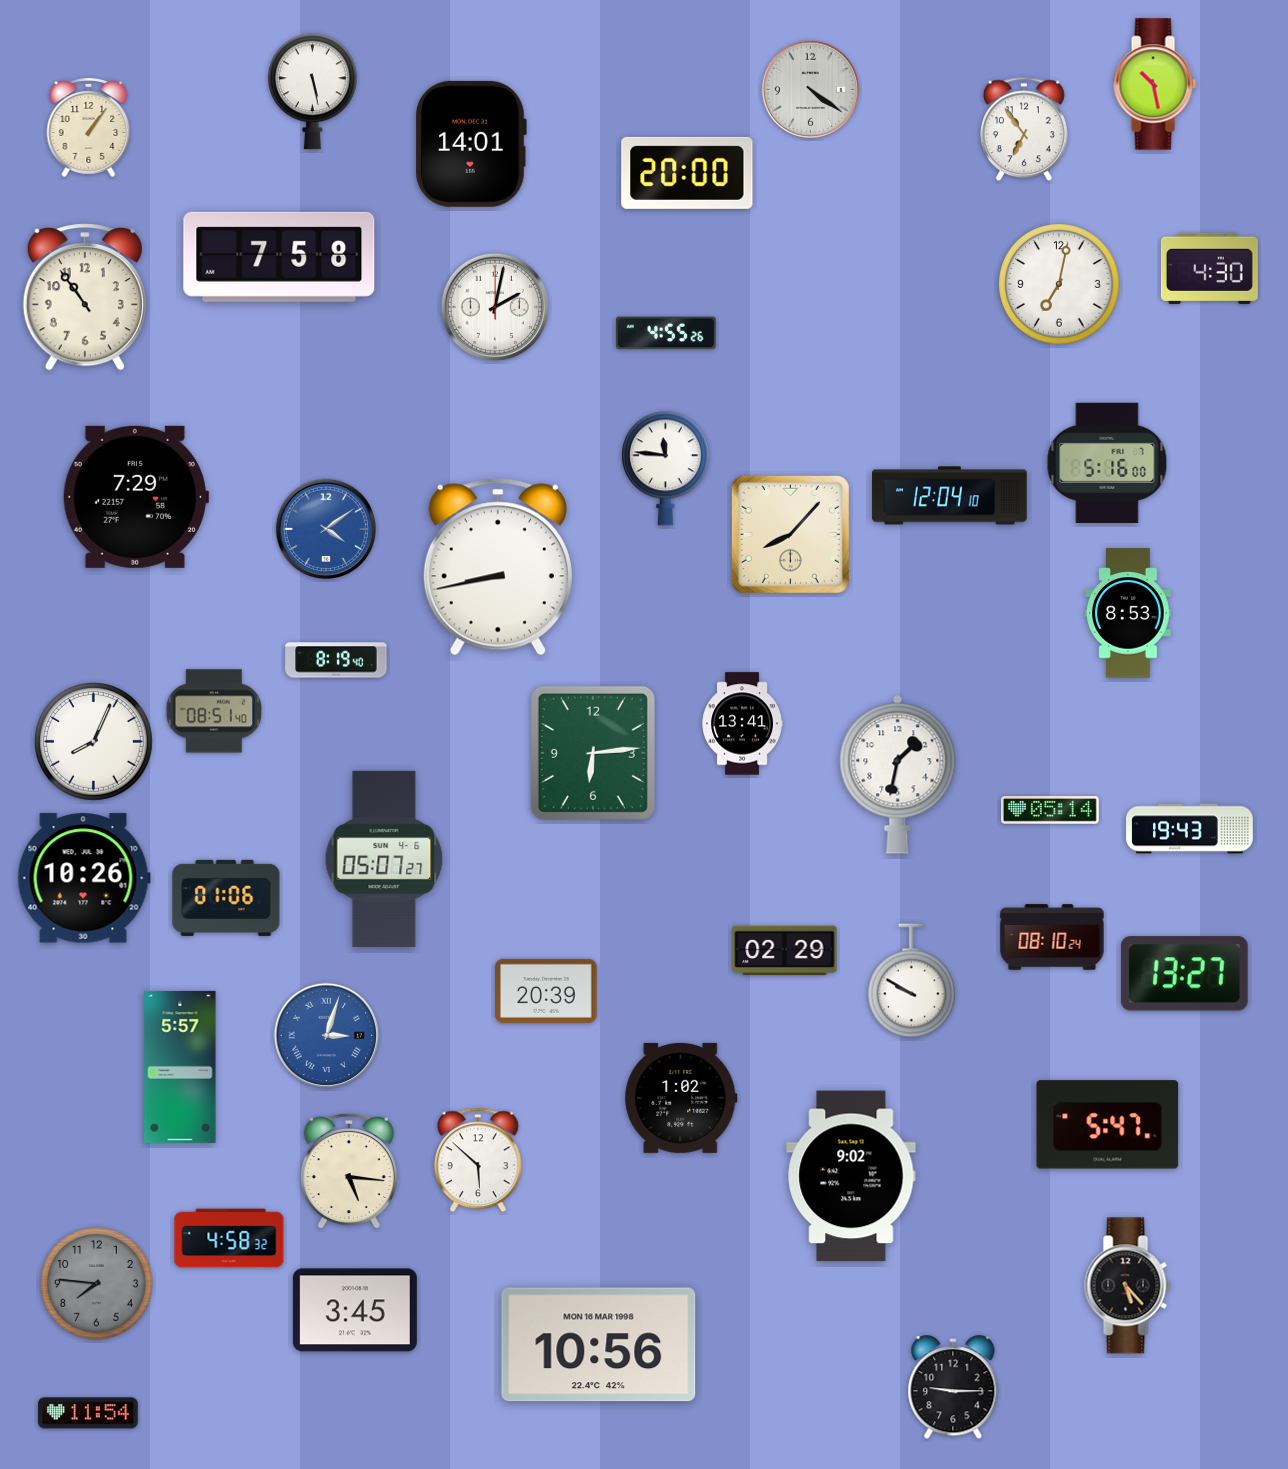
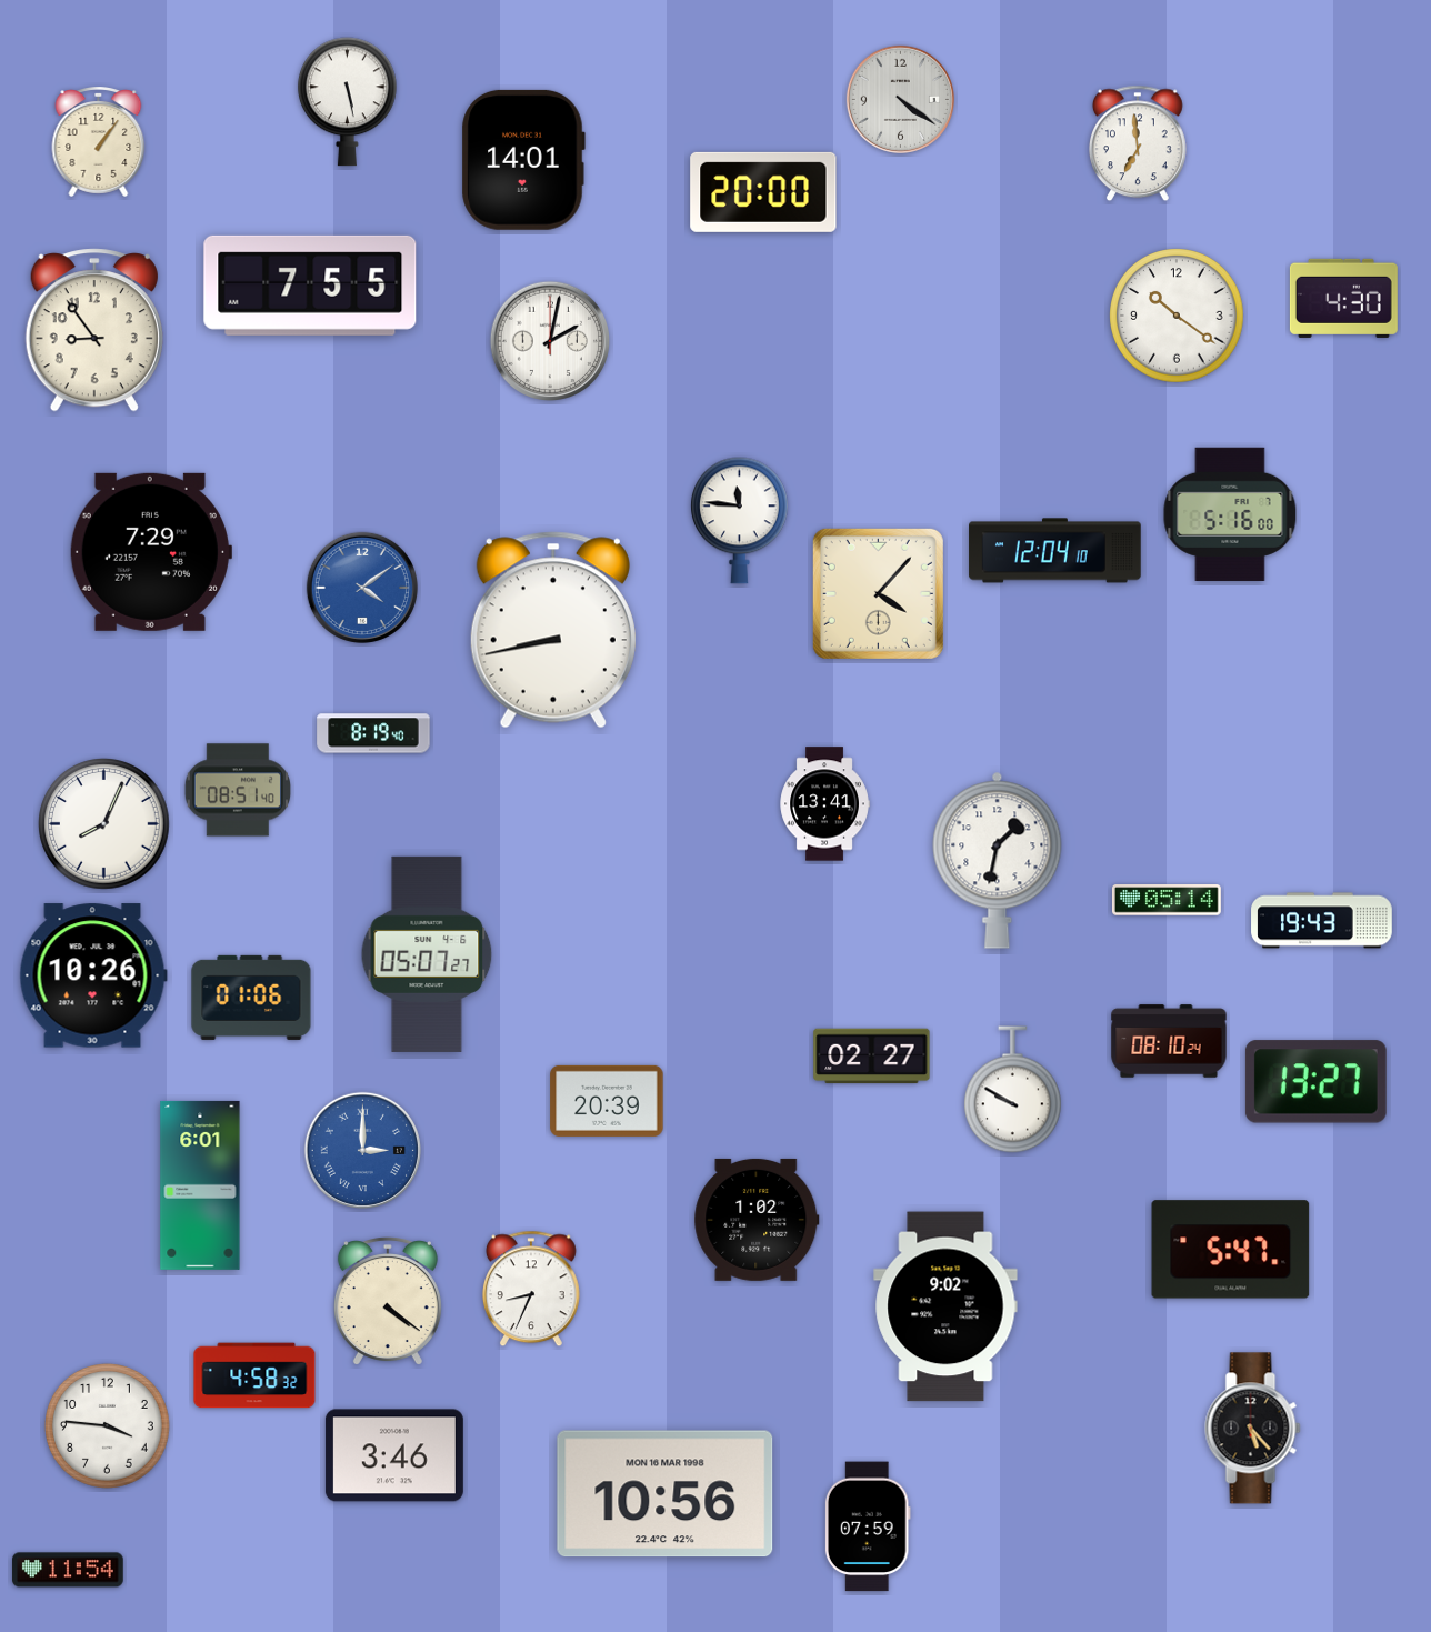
clock at (1155, 84): 10:28 -> none
clock at (1024, 129): 6:54 -> 6:59
clock at (279, 257): 7:58 -> 7:55
clock at (1059, 284): 7:02 -> 10:21
clock at (85, 297): 10:54 -> 8:54
clock at (666, 333): 4:55 -> none
clock at (790, 534): 8:07 -> 4:07
clock at (1128, 613): 8:53 -> none
clock at (593, 753): 6:14 -> none
clock at (785, 951): 02:29 -> 02:27
clock at (326, 1035): 3:03 -> 3:00
clock at (180, 1067): 5:57 -> 6:01
clock at (478, 1160): 5:52 -> 8:34
clock at (349, 1171): 5:16 -> 4:21
clock at (97, 1284): 7:46 -> 3:46
clock at (97, 1284) dial: grey -> white
clock at (355, 1310): 3:45 -> 3:46
clock at (868, 1526): none -> 07:59
clock at (953, 1388): 9:15 -> none
clock at (88, 1413) position: (88, 1413) -> (68, 1570)
